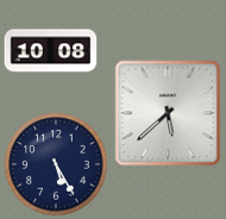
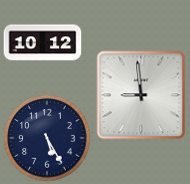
clock at (50, 51): 10:08 -> 10:12
clock at (168, 113): 5:38 -> 8:59
